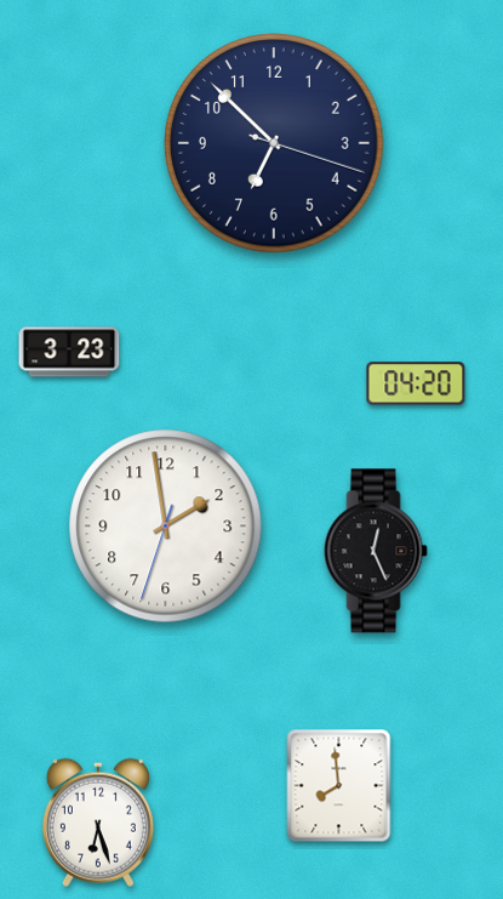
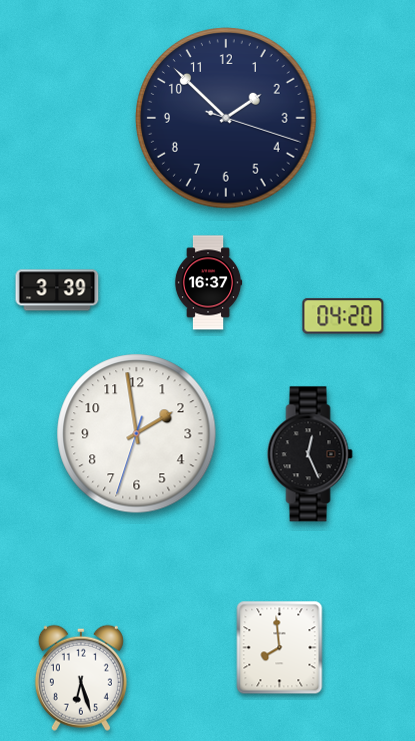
clock at (274, 143): 6:52 -> 1:52
clock at (208, 283): none -> 16:37
clock at (69, 352): 3:23 -> 3:39
